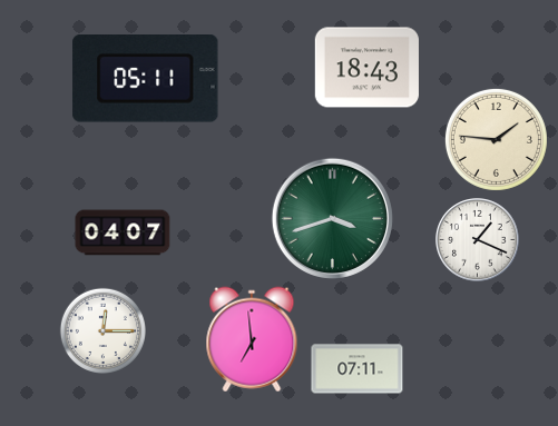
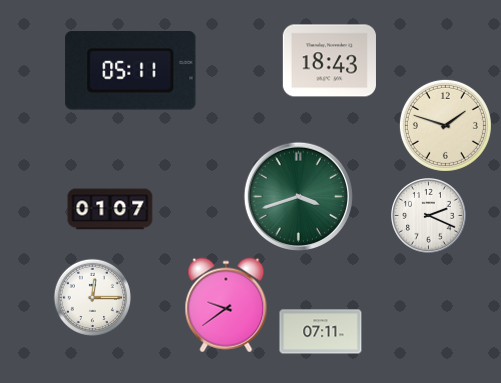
clock at (496, 139): 1:46 -> 1:48
clock at (123, 232): 04:07 -> 01:07
clock at (478, 240): 1:19 -> 2:19
clock at (252, 339): 6:59 -> 9:39
